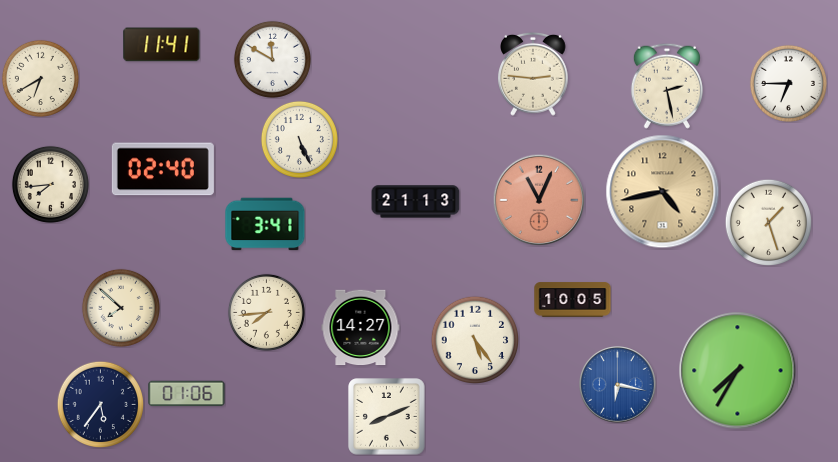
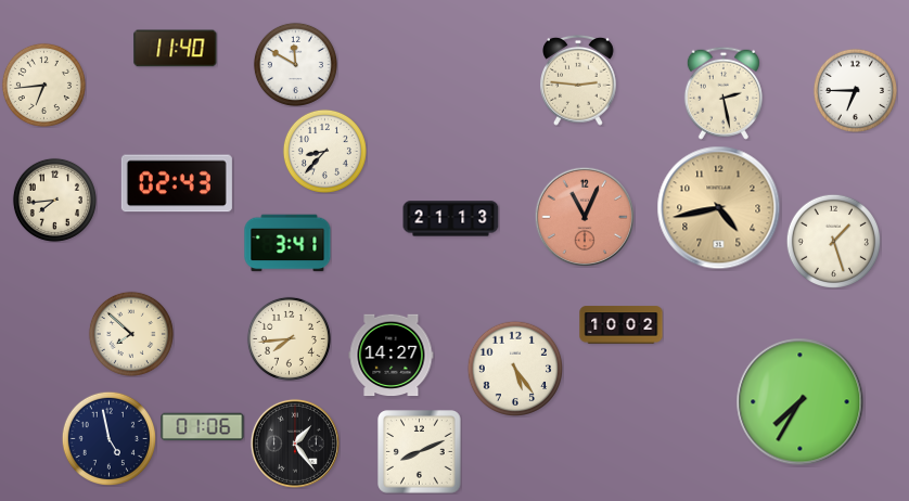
clock at (162, 45): 11:41 -> 11:40
clock at (40, 78): 6:40 -> 6:44
clock at (299, 139): 5:26 -> 8:37
clock at (163, 169): 02:40 -> 02:43
clock at (573, 300): 10:05 -> 10:02
clock at (618, 385): 6:17 -> none
clock at (100, 404): 5:36 -> 4:58
clock at (295, 444): none -> 1:24
